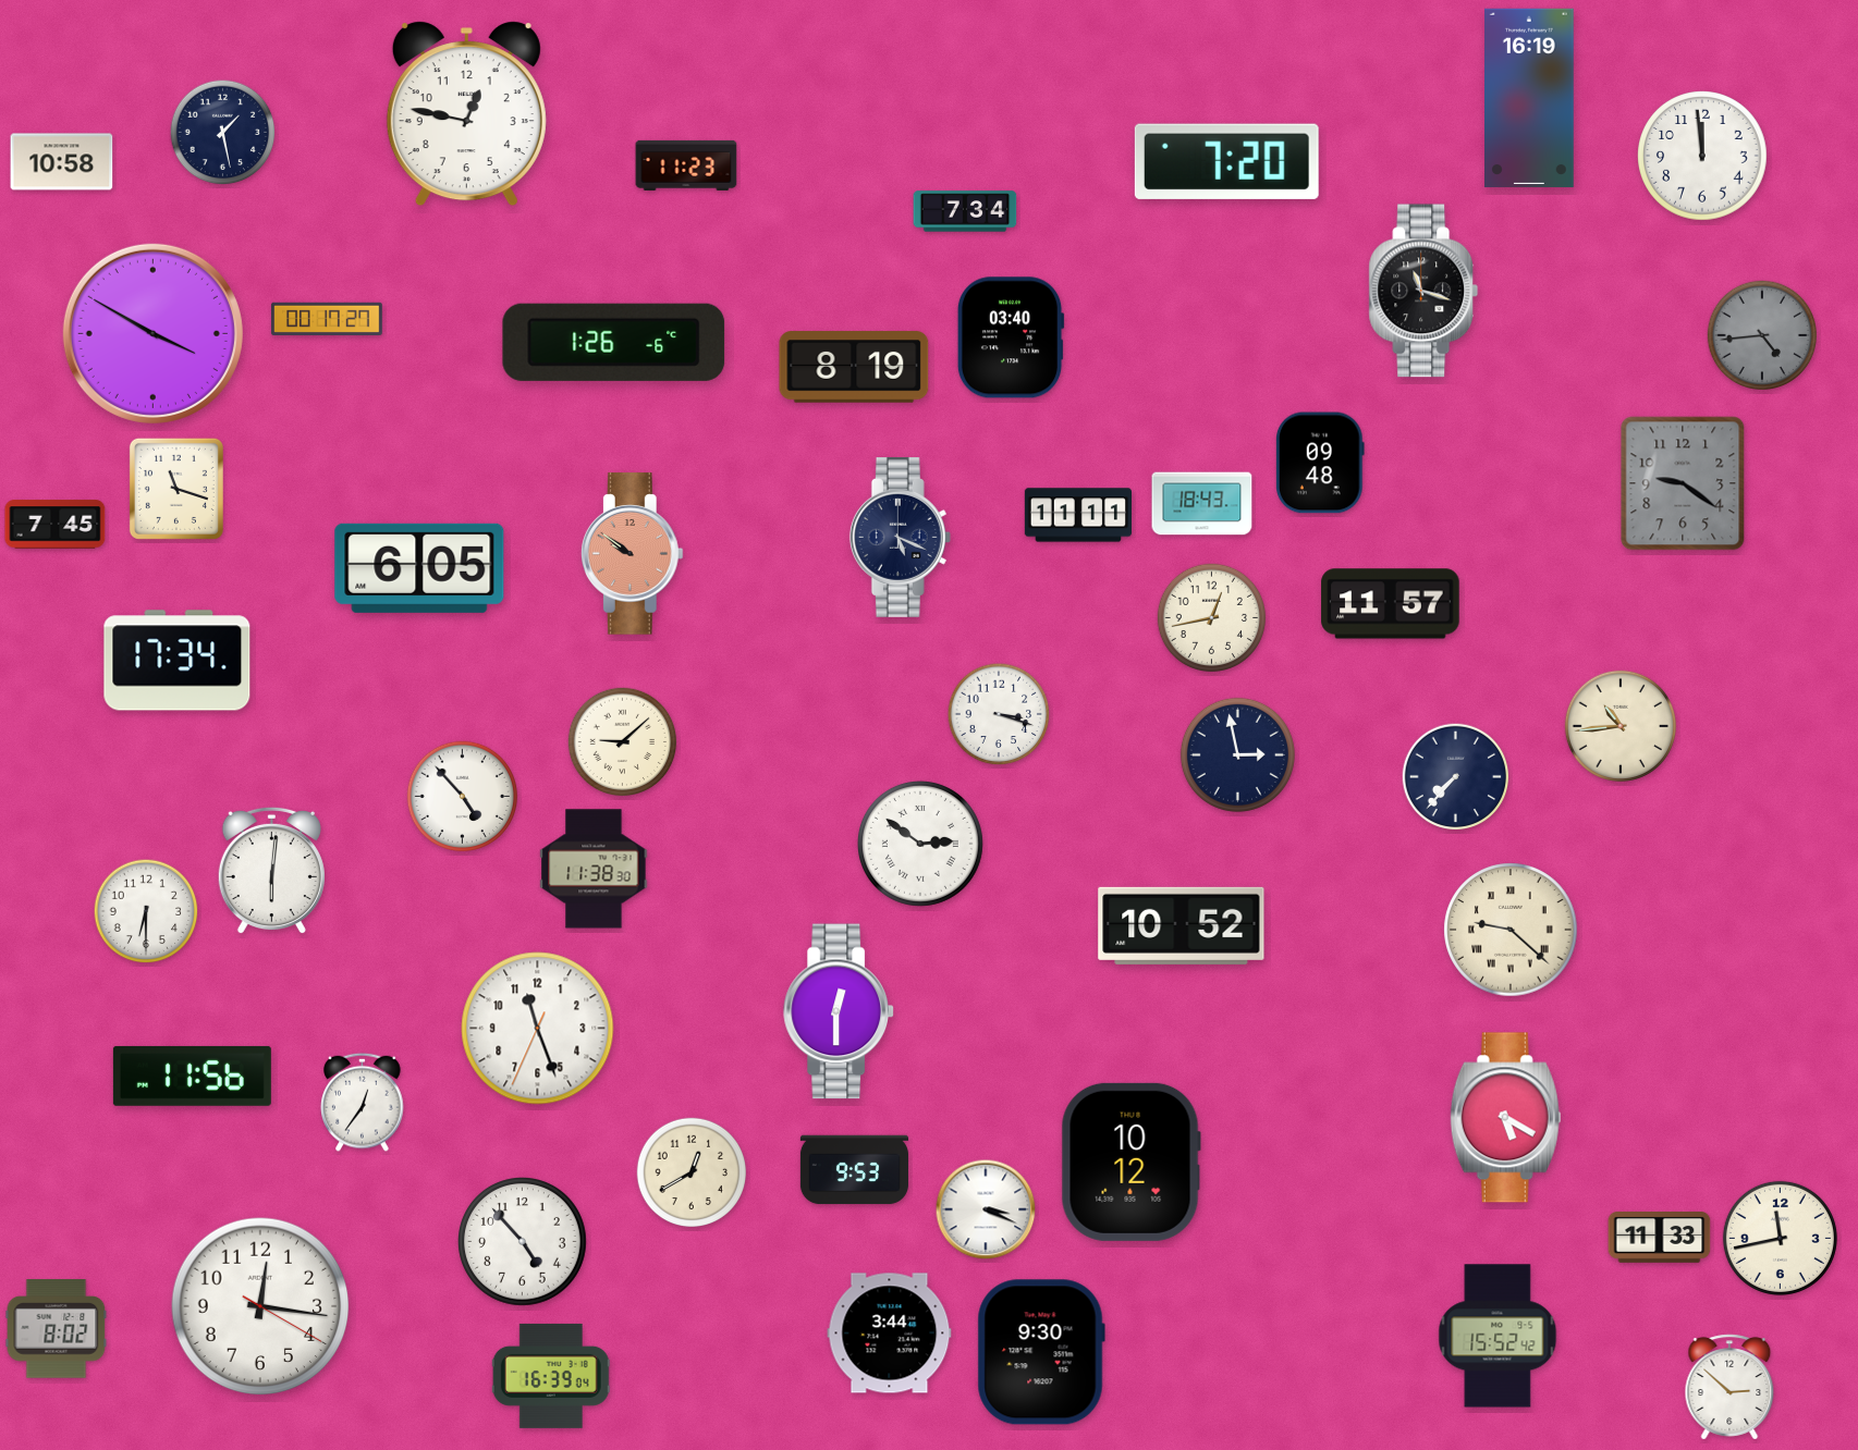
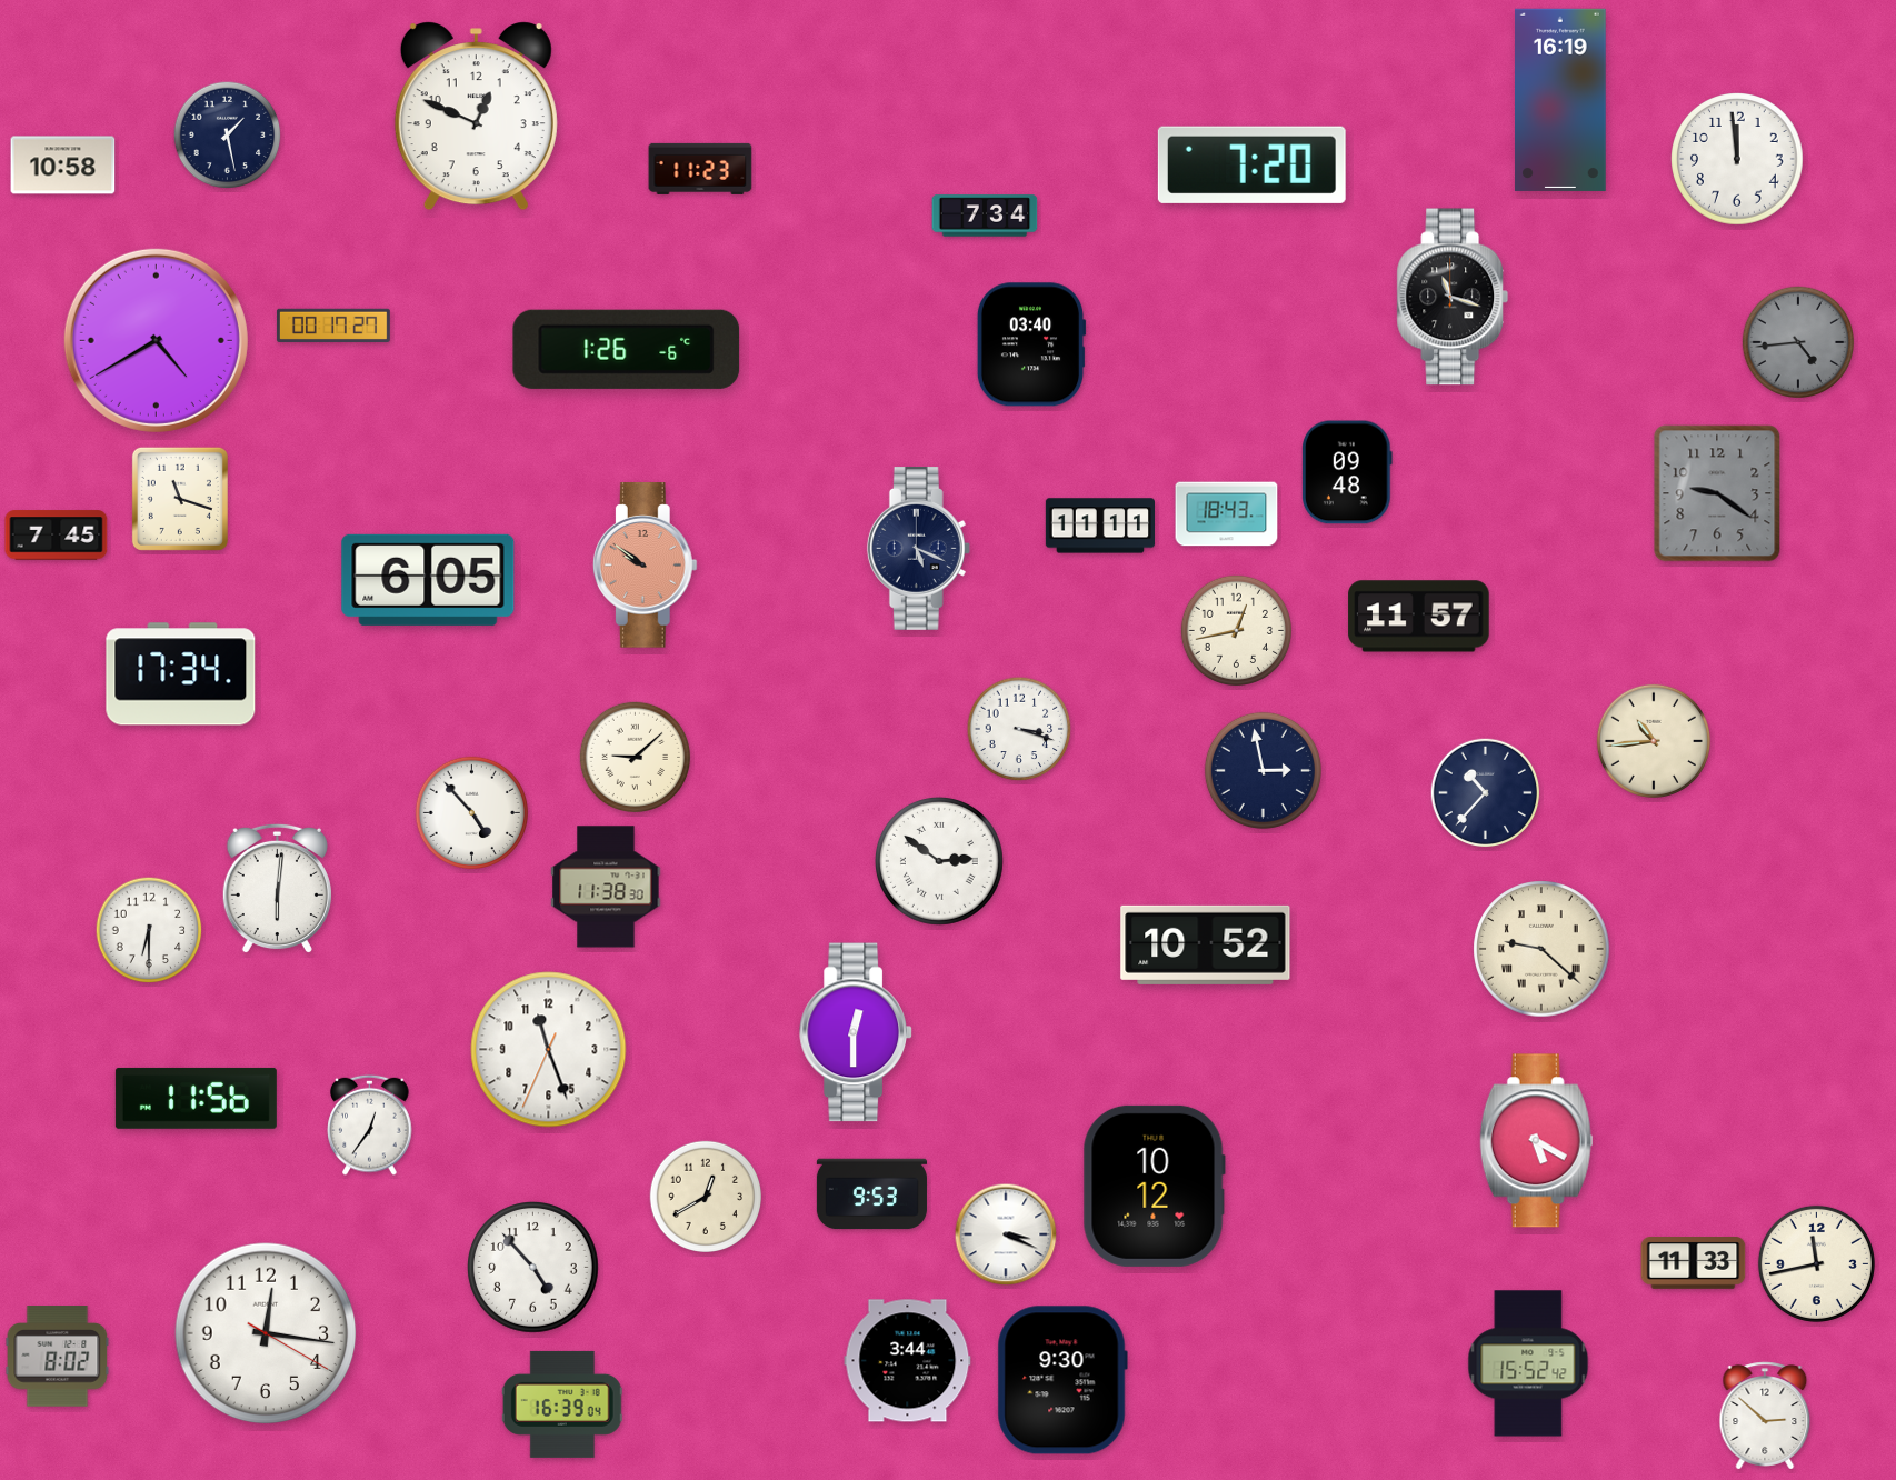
clock at (466, 114): 12:47 -> 12:49
clock at (152, 333): 3:50 -> 4:40
clock at (854, 367): 8:19 -> none
clock at (1456, 777): 7:37 -> 10:37
